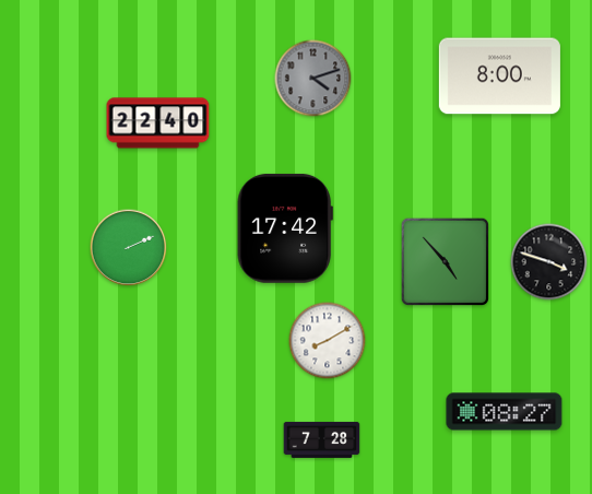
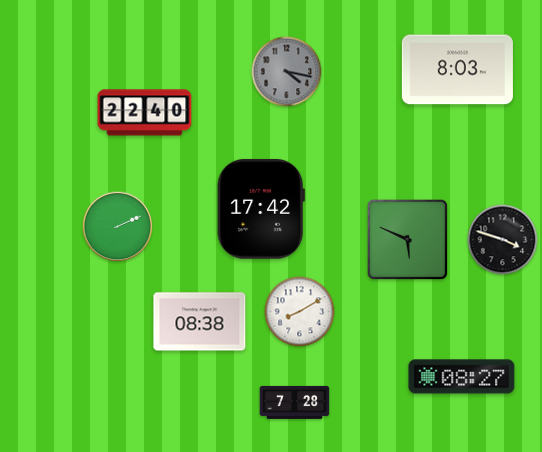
clock at (499, 77): 8:00 -> 8:03
clock at (313, 79): 4:12 -> 4:17
clock at (445, 261): 4:53 -> 5:49
clock at (200, 322): none -> 08:38
